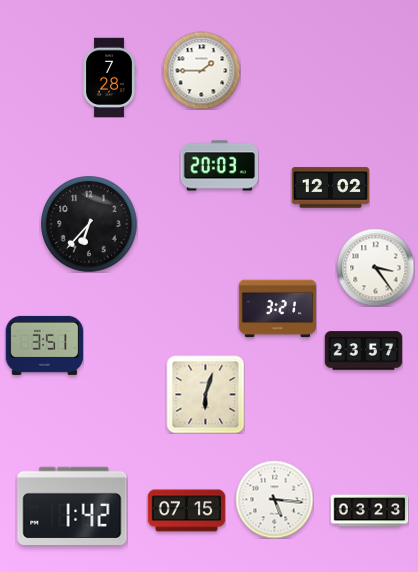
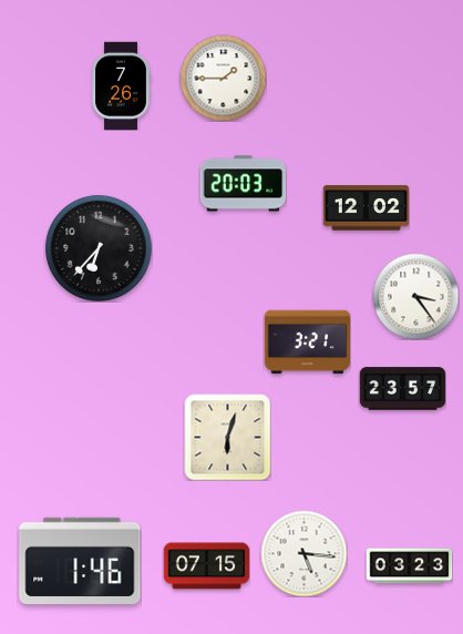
clock at (109, 77): 7:28 -> 7:26
clock at (44, 345): 3:51 -> none
clock at (72, 505): 1:42 -> 1:46
